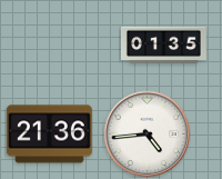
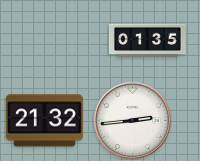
clock at (147, 133): 4:44 -> 2:44
clock at (49, 135): 21:36 -> 21:32
